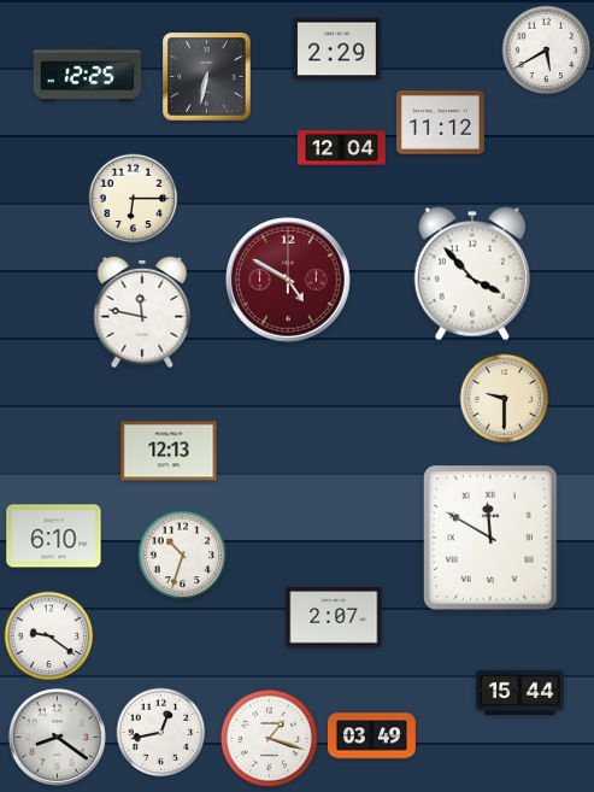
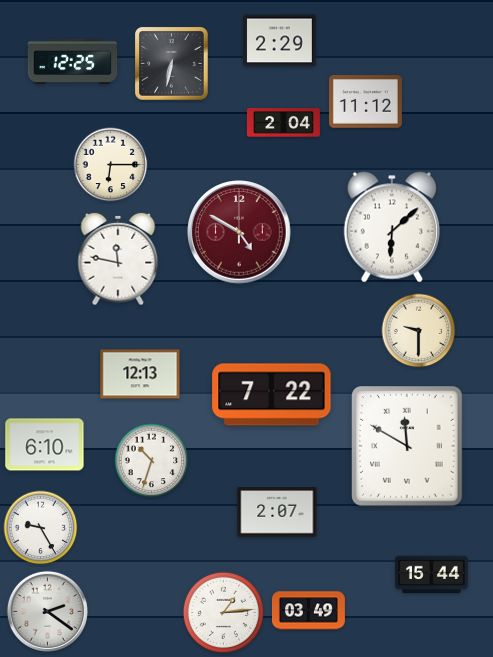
clock at (547, 51): 5:40 -> none
clock at (341, 148): 12:04 -> 2:04
clock at (471, 274): 3:53 -> 6:08
clock at (272, 395): none -> 7:22
clock at (49, 636): 9:21 -> 9:25
clock at (161, 733): 12:43 -> none
clock at (57, 737): 8:21 -> 2:21
clock at (269, 738): 1:18 -> 1:14
